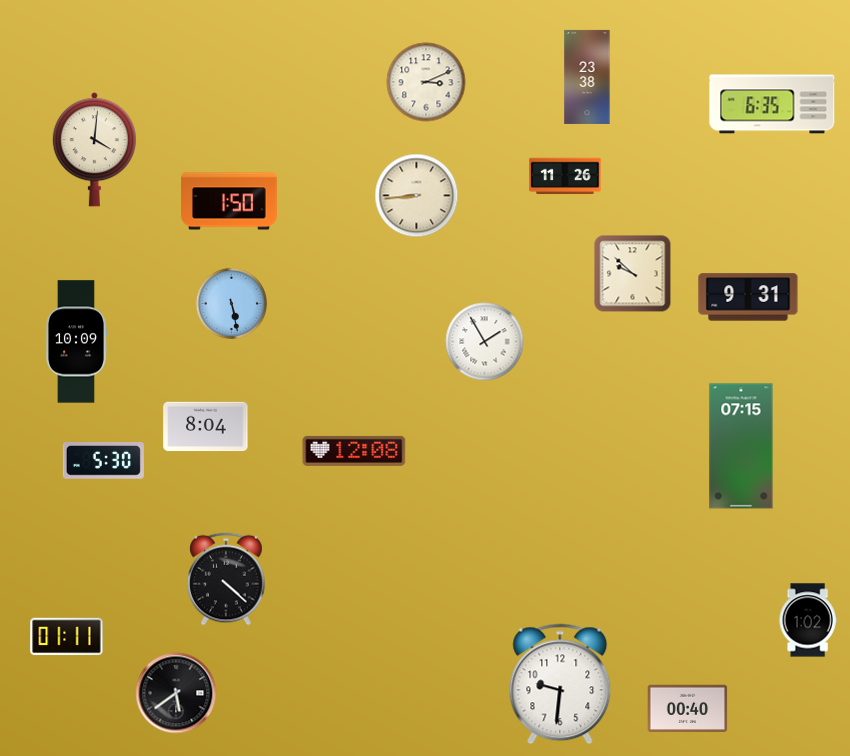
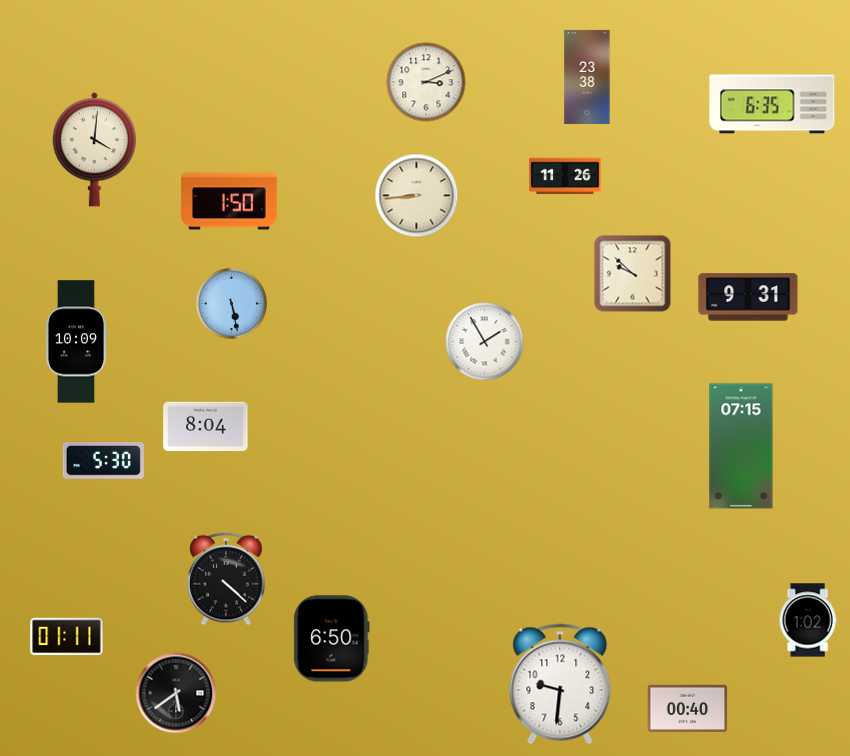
clock at (354, 451): 12:08 -> none
clock at (332, 639): none -> 6:50
